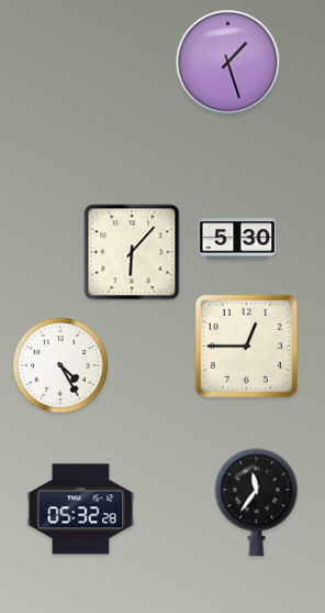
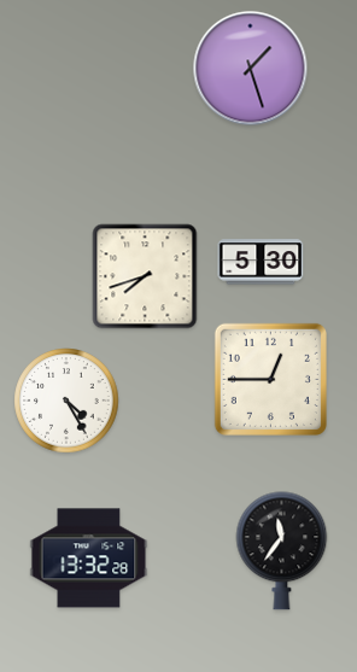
clock at (132, 252): 6:07 -> 7:42
clock at (81, 510): 05:32 -> 13:32
